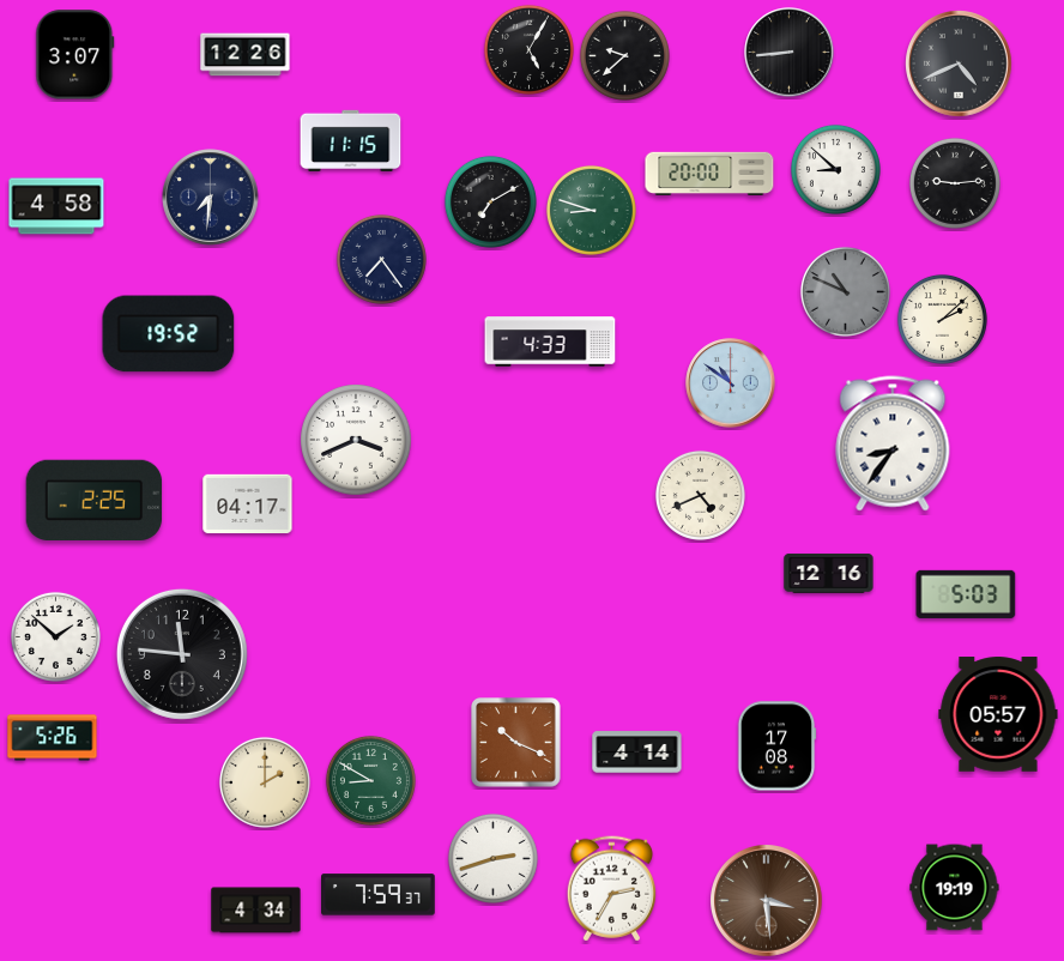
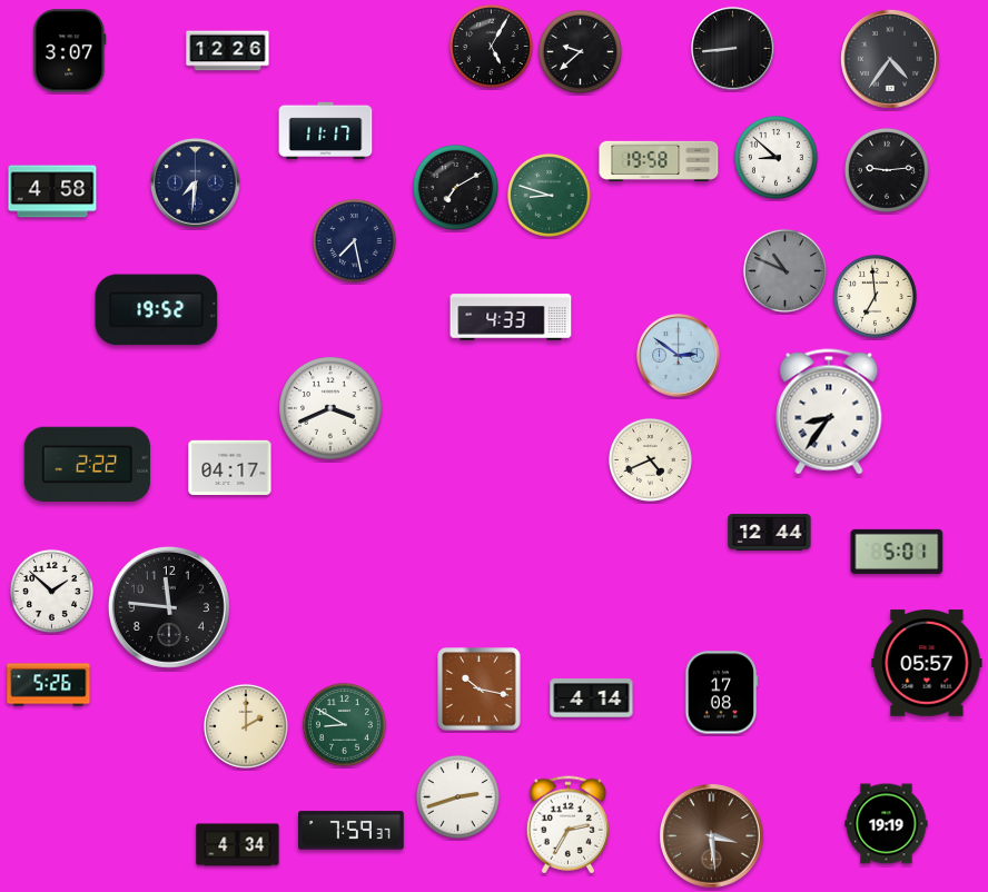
clock at (959, 64): 4:41 -> 4:36
clock at (351, 140): 11:15 -> 11:17
clock at (709, 173): 20:00 -> 19:58
clock at (381, 259): 7:24 -> 7:28
clock at (942, 319): 2:08 -> 6:59
clock at (731, 383): 10:51 -> 2:51
clock at (95, 500): 2:25 -> 2:22
clock at (829, 573): 12:16 -> 12:44
clock at (966, 594): 5:03 -> 5:01
clock at (516, 743): 10:19 -> 10:17
